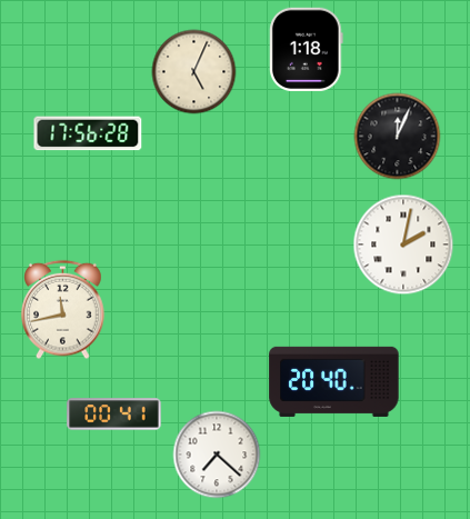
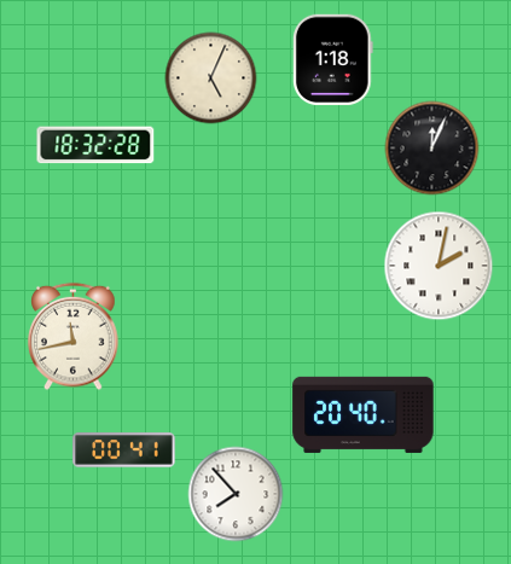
clock at (307, 49) position: (307, 49) -> (333, 59)
clock at (88, 133): 17:56 -> 18:32
clock at (63, 310) position: (63, 310) -> (74, 337)
clock at (217, 455): 7:22 -> 7:53
